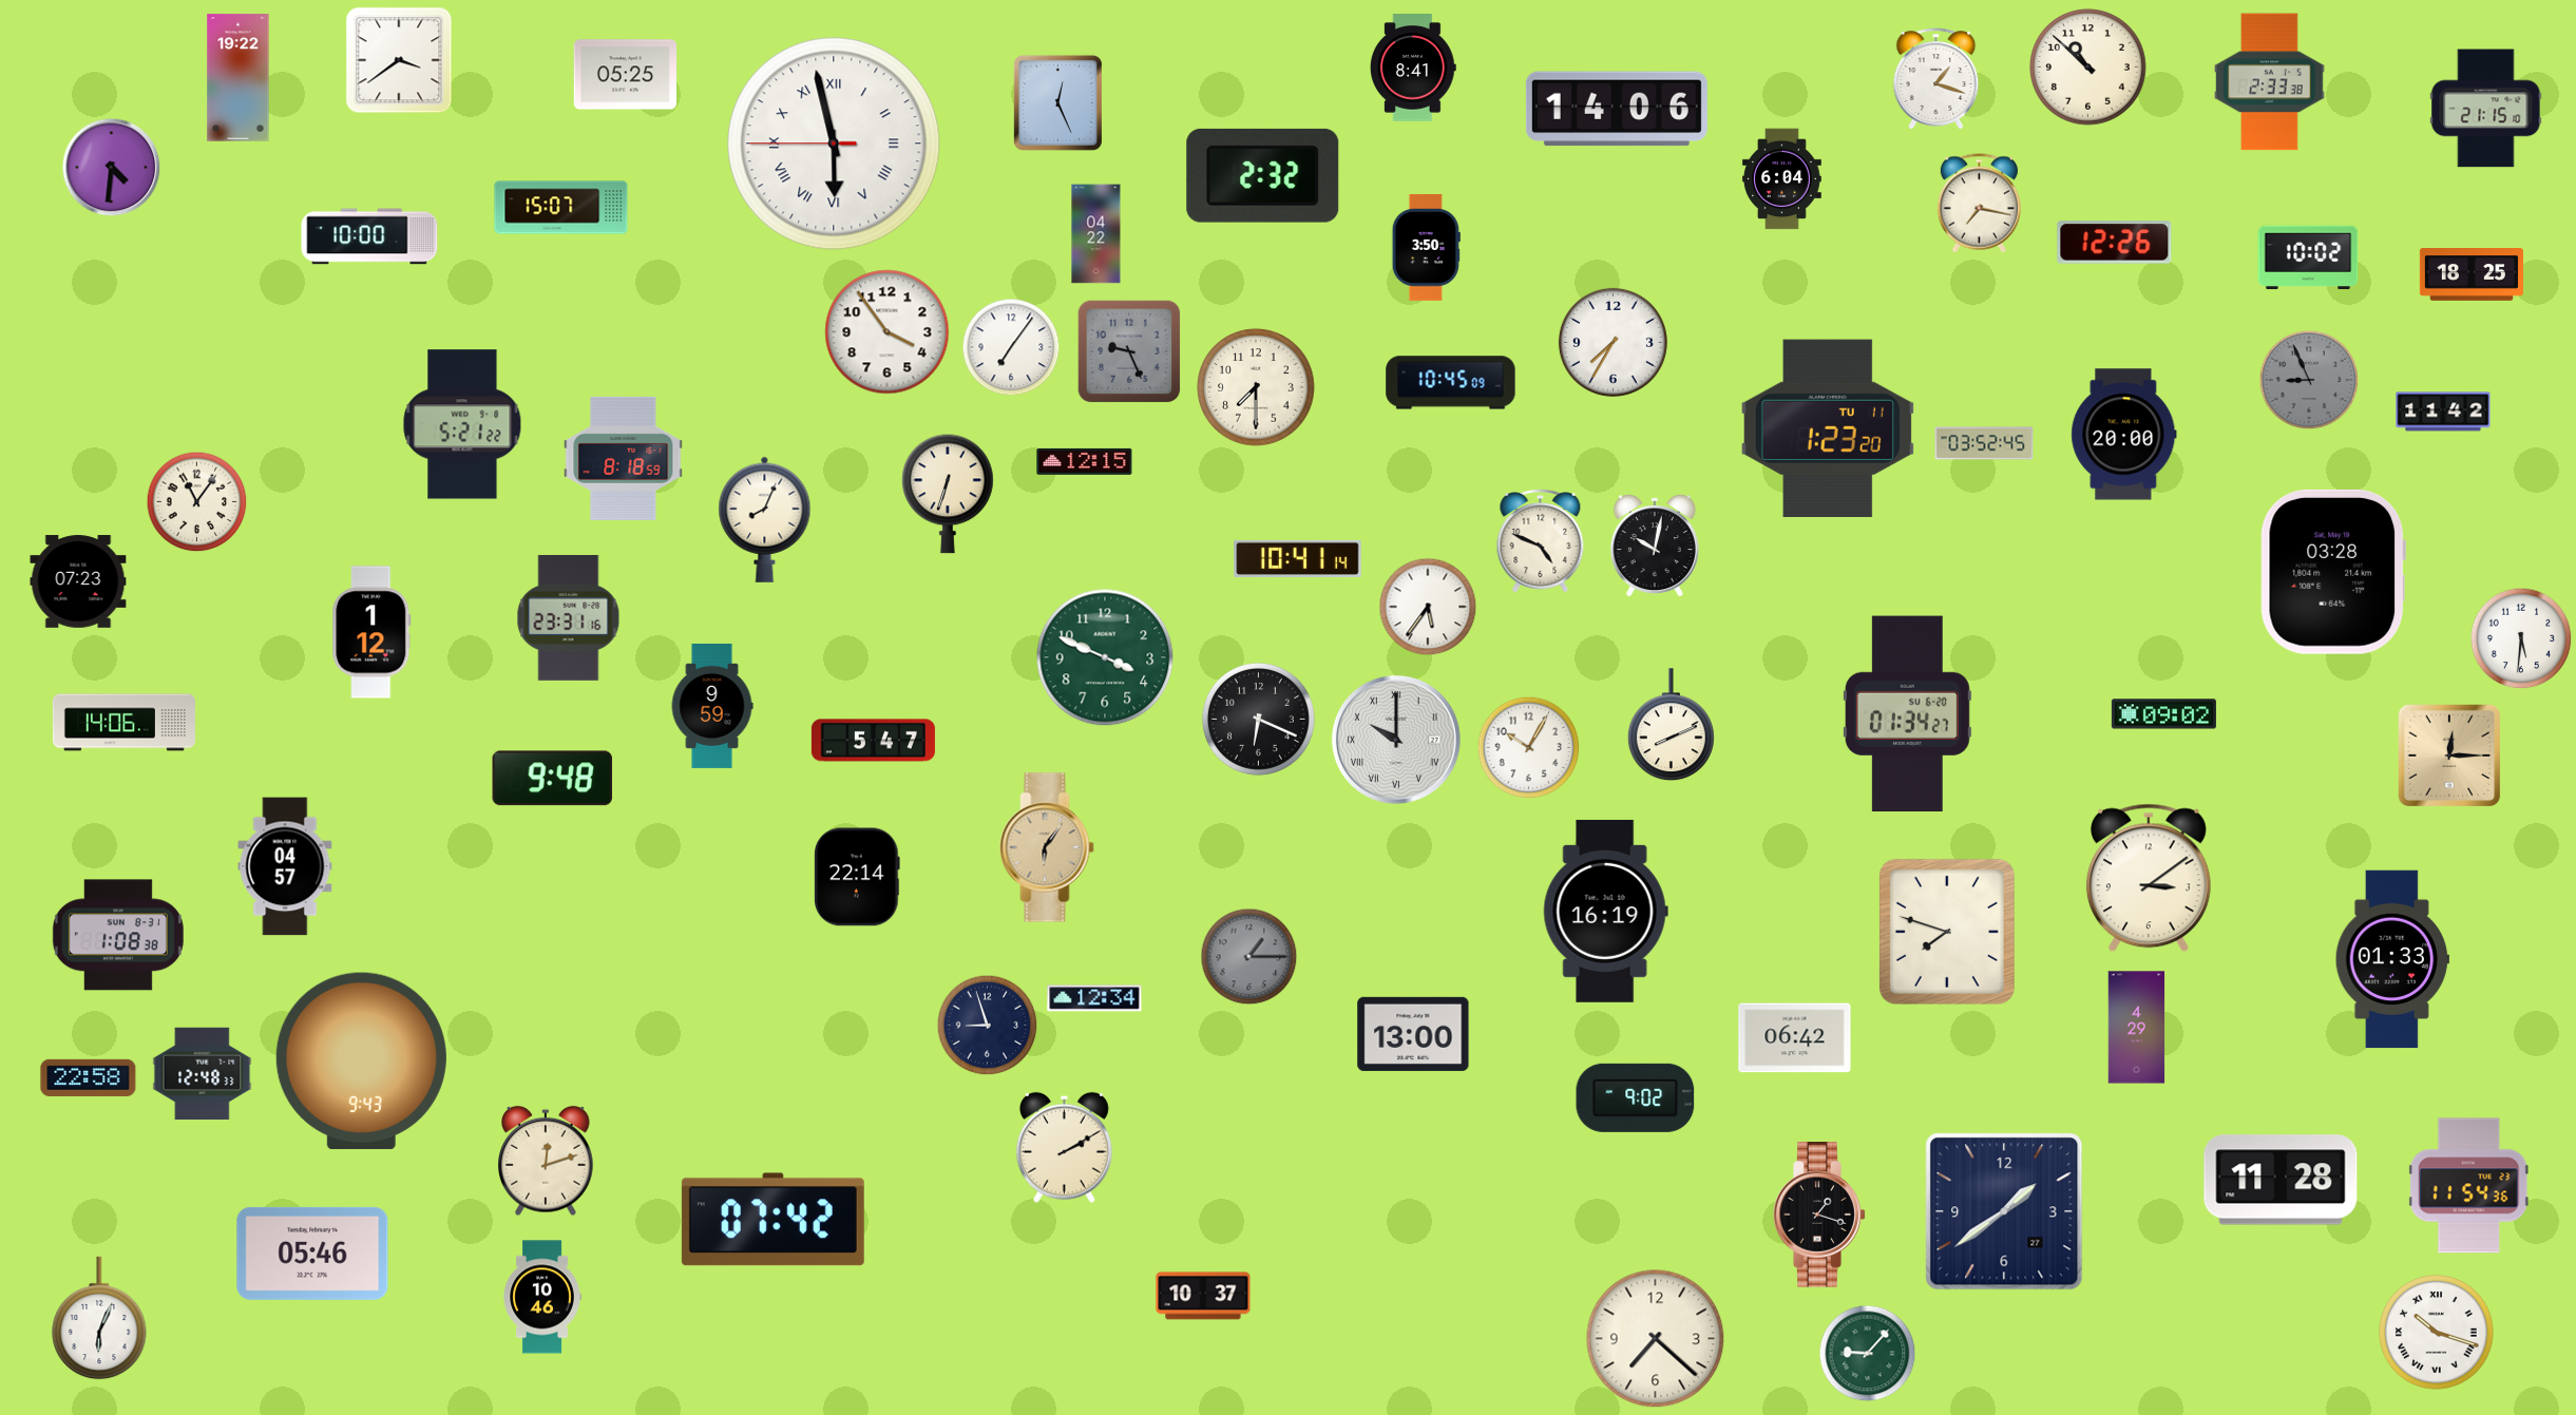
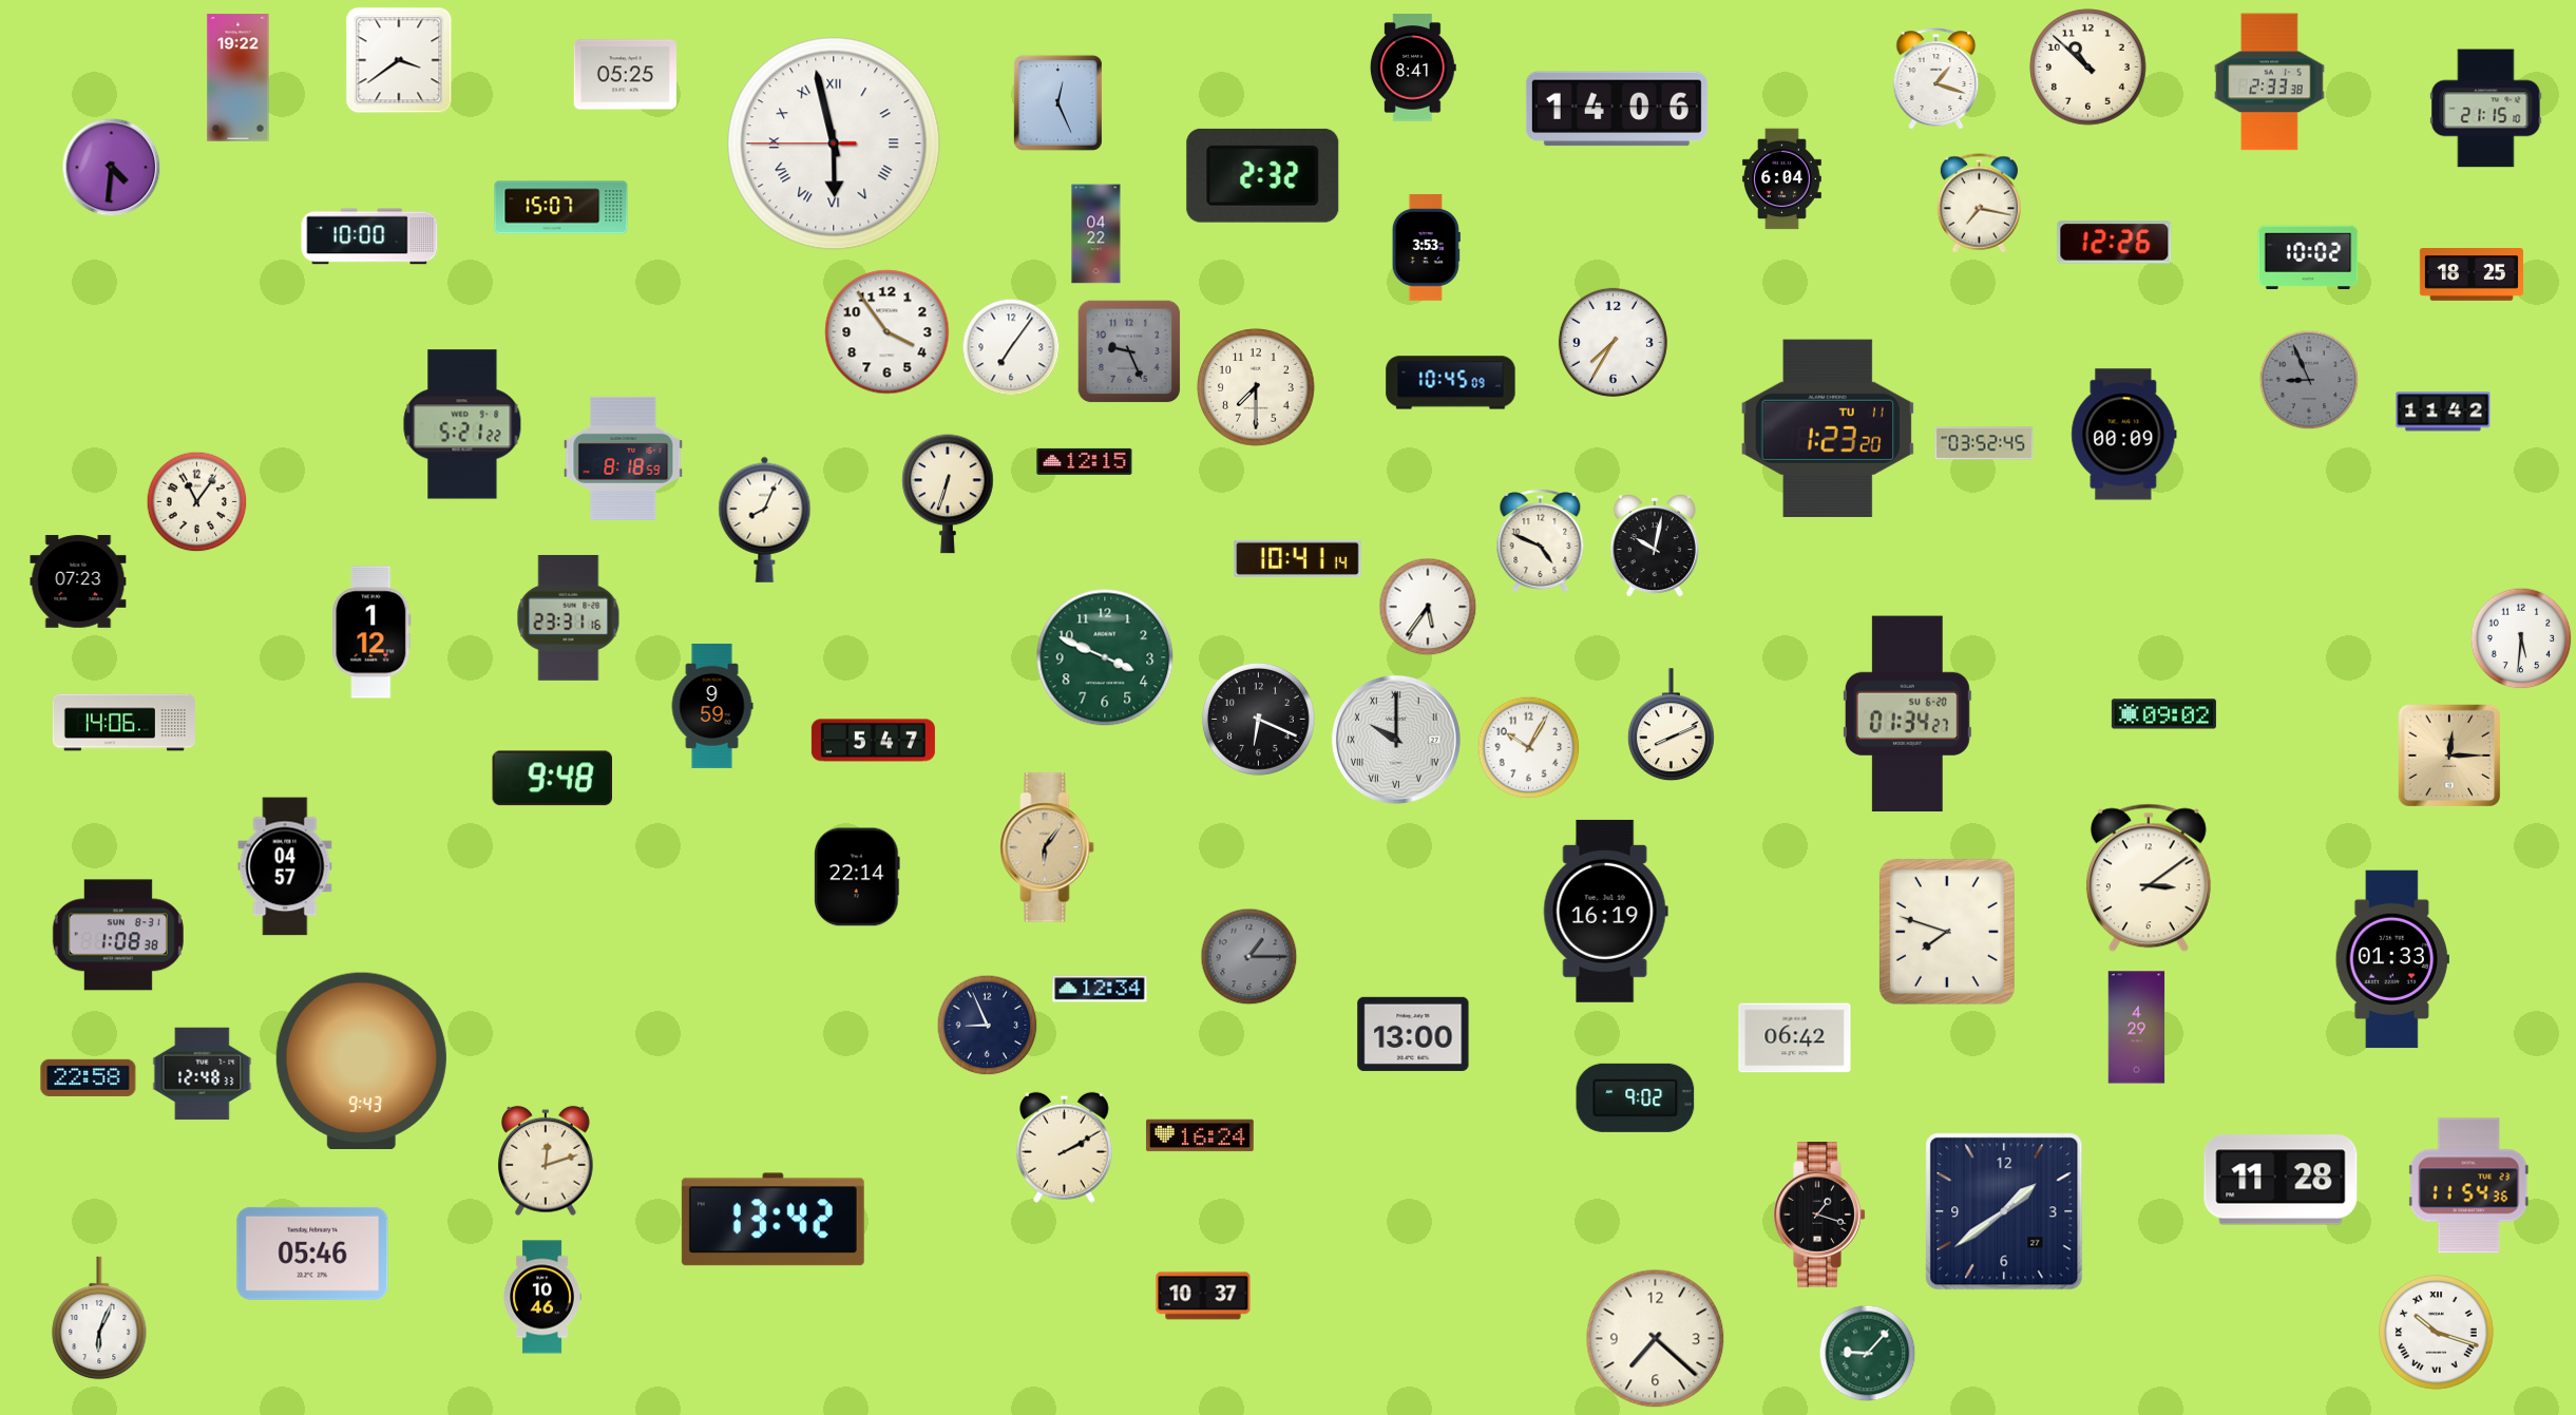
clock at (1426, 247): 3:50 -> 3:53
clock at (2124, 435): 20:00 -> 00:09
clock at (2333, 572): 03:28 -> none
clock at (1094, 998) position: (1094, 998) -> (1100, 989)
clock at (988, 1026): 8:57 -> 8:56
clock at (1200, 1135): none -> 16:24
clock at (772, 1220): 07:42 -> 13:42
